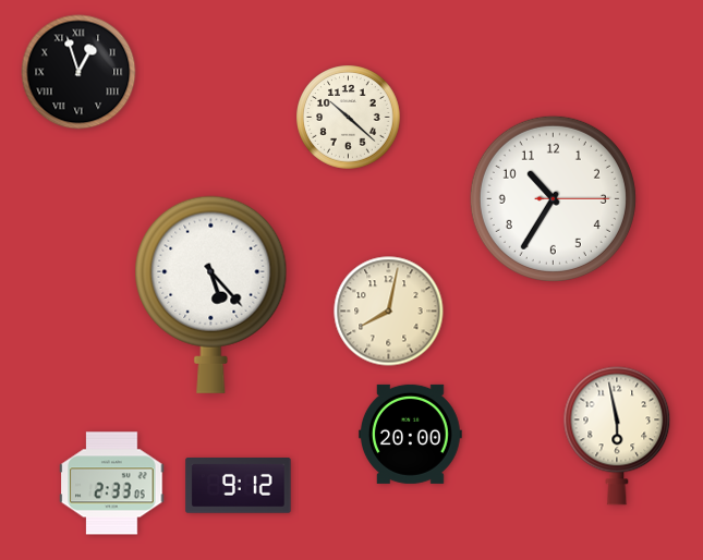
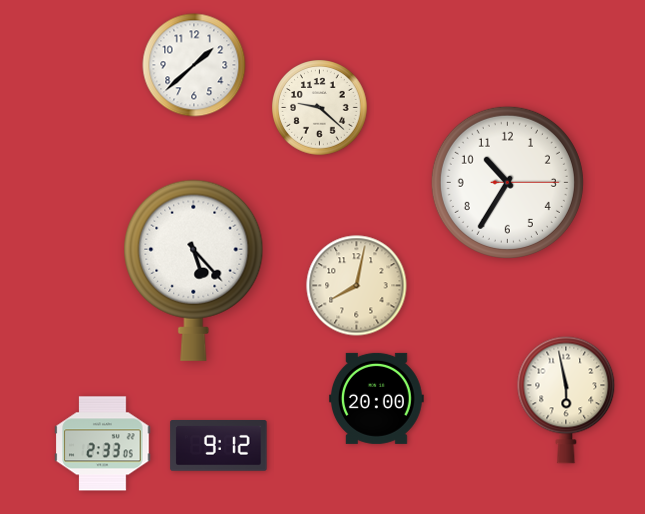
clock at (194, 65): none -> 1:38
clock at (78, 72): 12:57 -> none
clock at (349, 118): 10:22 -> 9:22
